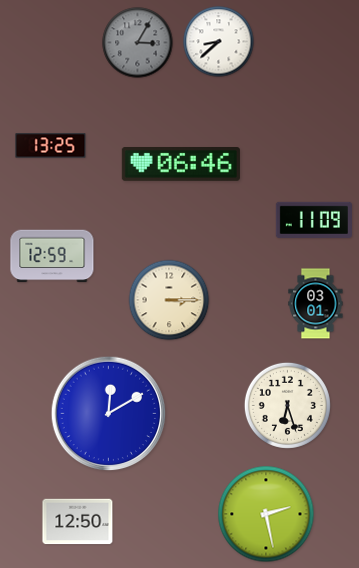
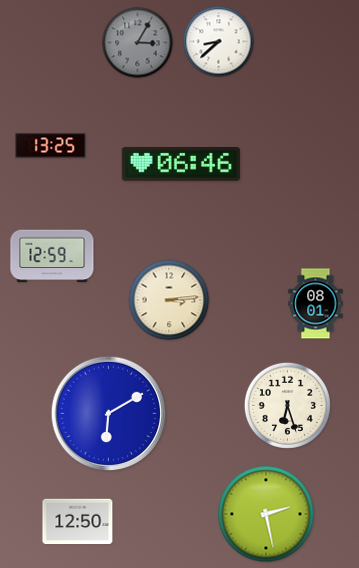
clock at (314, 220): 11:09 -> none
clock at (169, 300): 3:15 -> 3:14
clock at (316, 304): 03:01 -> 08:01
clock at (109, 414): 12:10 -> 6:10
